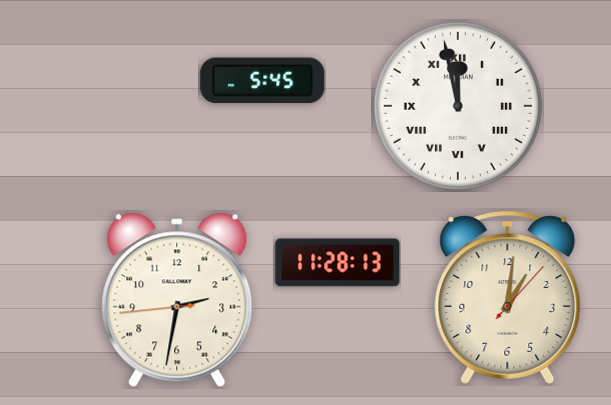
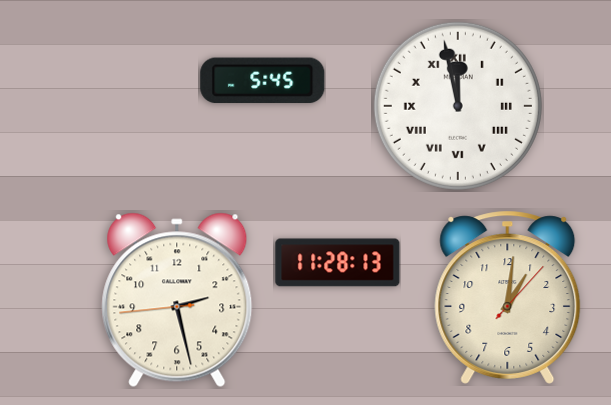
clock at (177, 300): 2:31 -> 2:27
